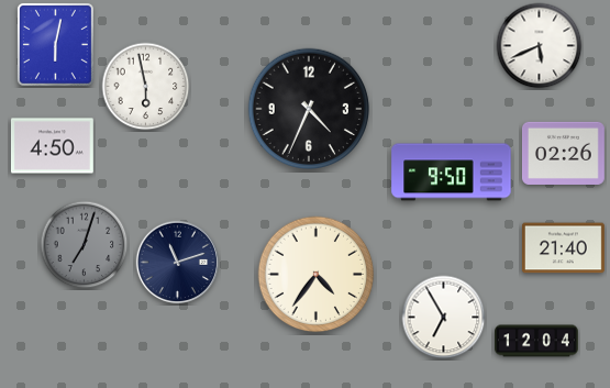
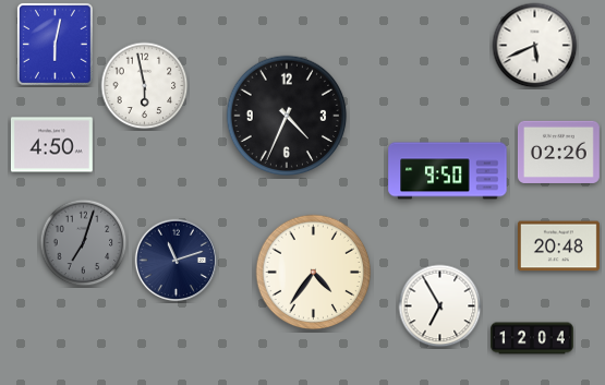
clock at (309, 109) position: (309, 109) -> (287, 116)
clock at (563, 248): 21:40 -> 20:48
clock at (444, 318) position: (444, 318) -> (440, 306)
